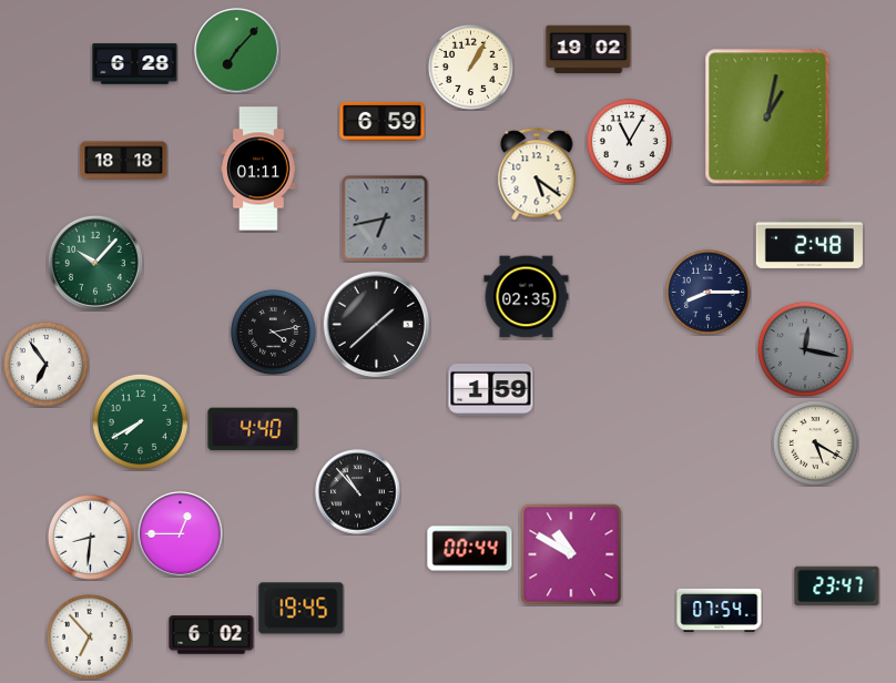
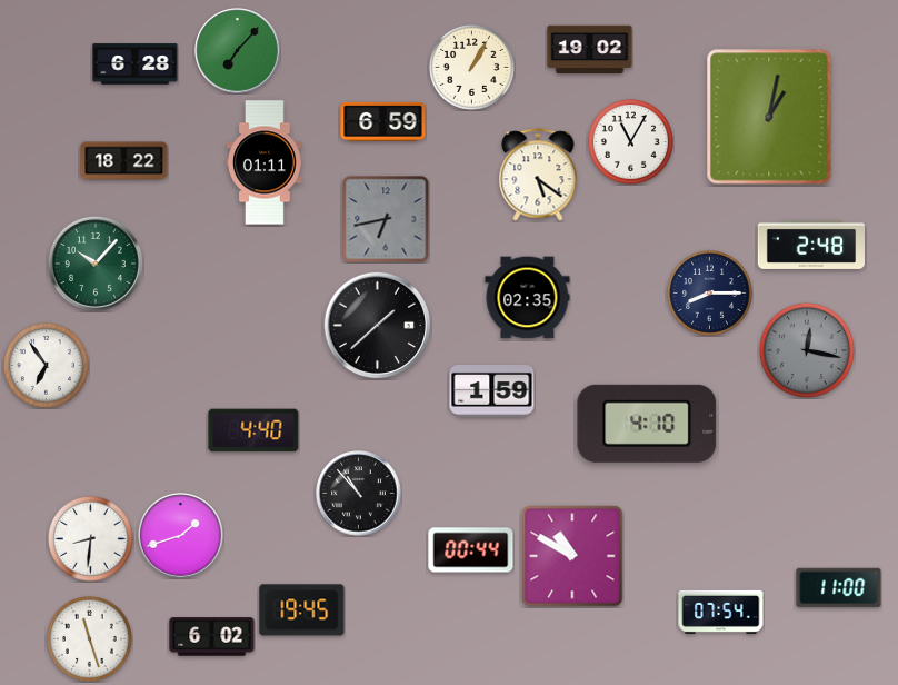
clock at (124, 161): 18:18 -> 18:22
clock at (258, 169) position: (258, 169) -> (265, 162)
clock at (273, 332): 4:13 -> none
clock at (140, 421): 7:40 -> none
clock at (647, 424): none -> 4:10
clock at (815, 442): 5:20 -> none
clock at (181, 534): 12:45 -> 1:42
clock at (837, 587): 23:47 -> 11:00
clock at (89, 636): 6:53 -> 11:27
